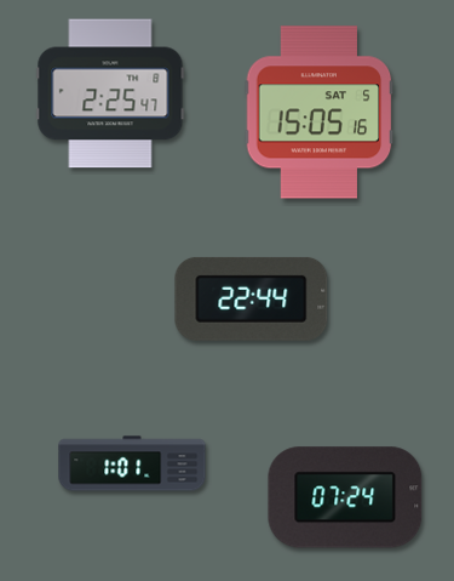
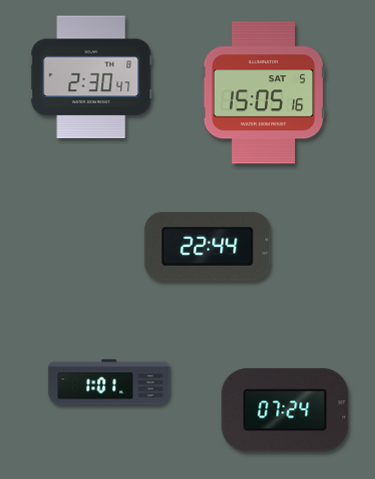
clock at (110, 93): 2:25 -> 2:30
